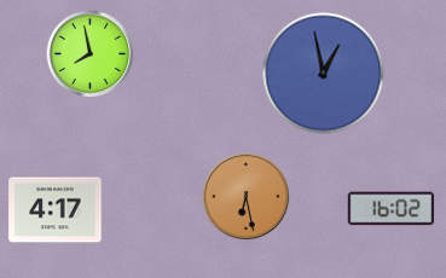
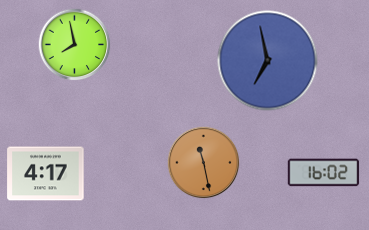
clock at (324, 74): 12:58 -> 6:58
clock at (247, 197): 6:28 -> 11:28
